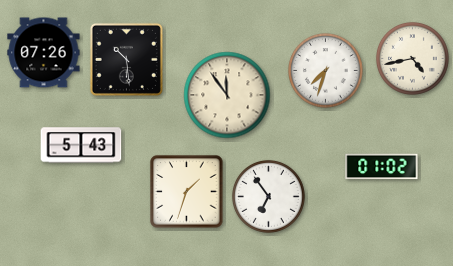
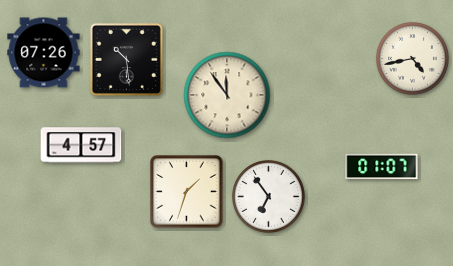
clock at (326, 71): 7:33 -> none
clock at (81, 145): 5:43 -> 4:57
clock at (382, 167): 01:02 -> 01:07
